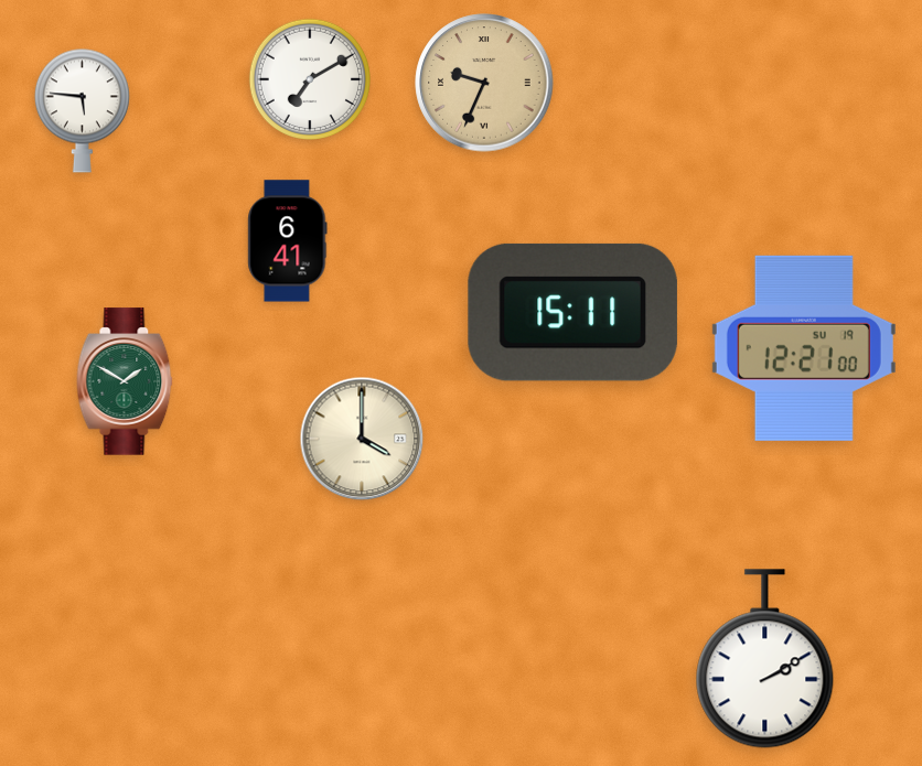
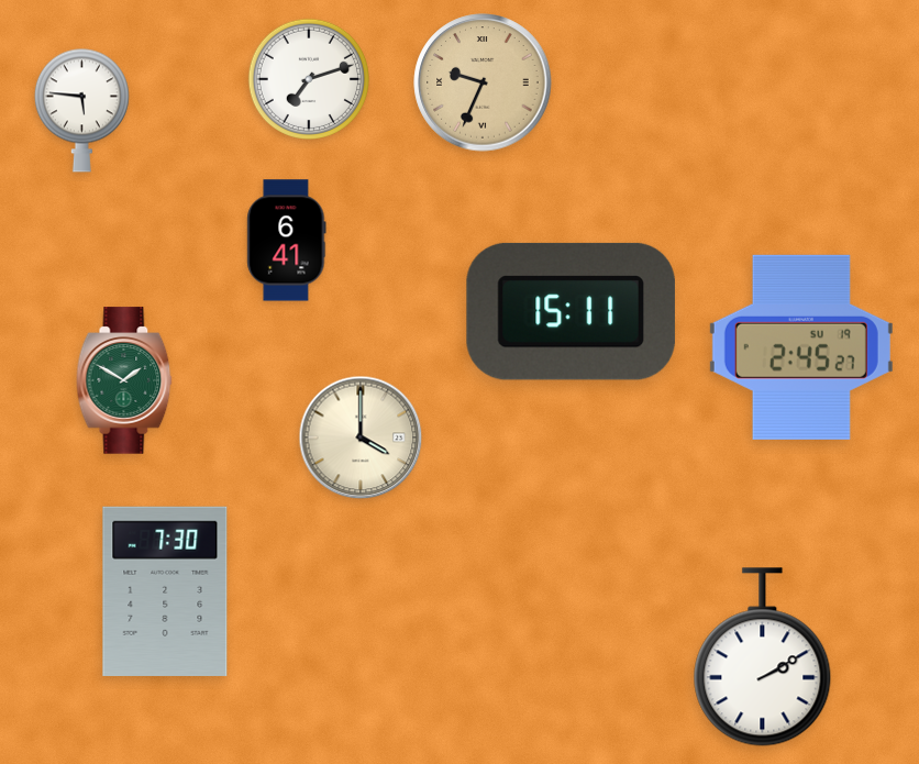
clock at (309, 78): 7:10 -> 7:12
clock at (804, 348): 12:21 -> 2:45
clock at (165, 591): none -> 7:30
